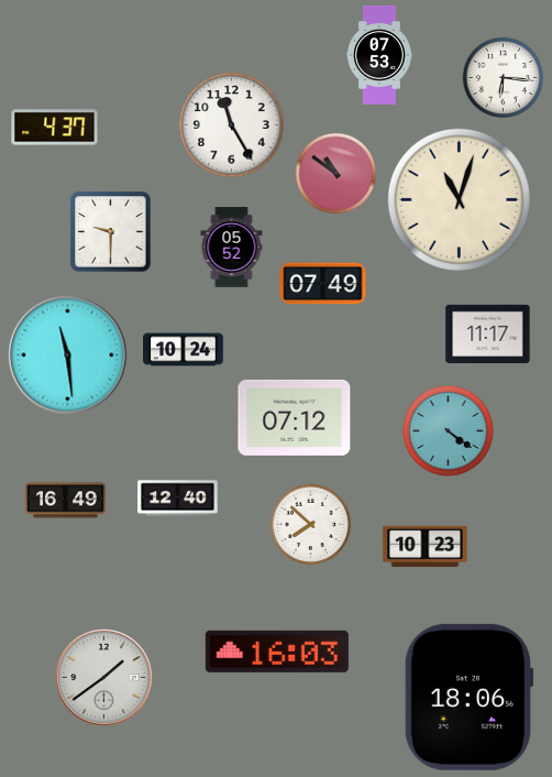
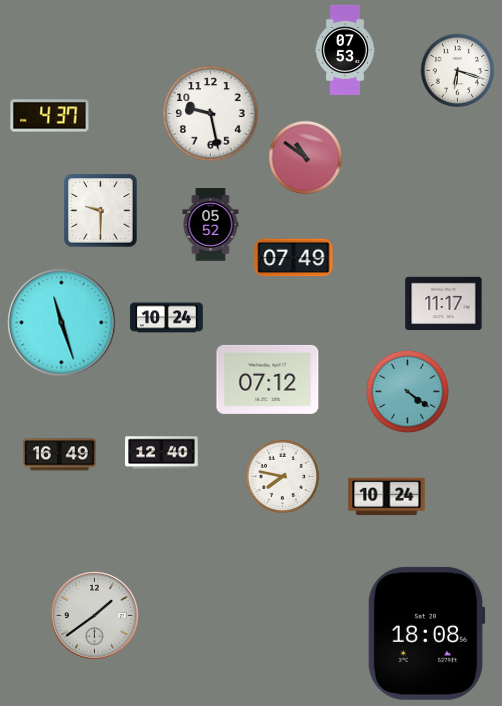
clock at (504, 78): 6:16 -> 6:18
clock at (232, 125): 11:25 -> 9:28
clock at (459, 199): 11:03 -> none
clock at (68, 355): 11:29 -> 11:27
clock at (311, 525): 7:52 -> 7:47
clock at (426, 547): 10:23 -> 10:24
clock at (277, 652): 16:03 -> none
clock at (468, 697): 18:06 -> 18:08
